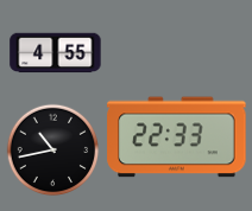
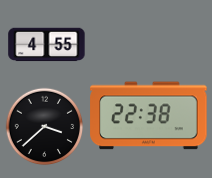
clock at (177, 138): 22:33 -> 22:38
clock at (52, 149): 10:43 -> 3:38
